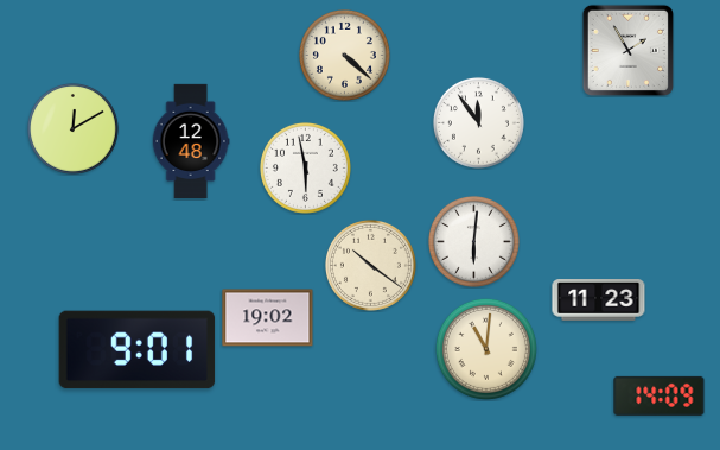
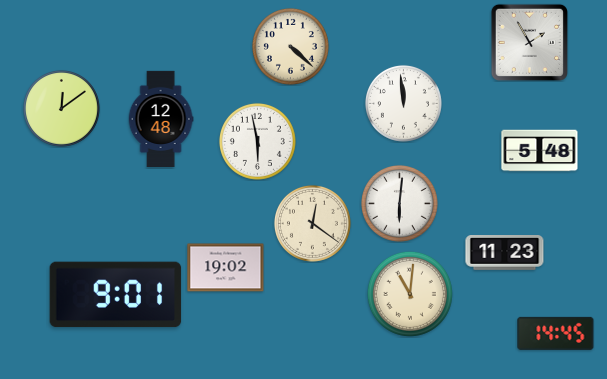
clock at (478, 122): 11:54 -> 11:59
clock at (72, 128): 12:10 -> 12:09
clock at (540, 151): none -> 5:48
clock at (370, 265): 10:21 -> 12:21
clock at (660, 395): 14:09 -> 14:45
